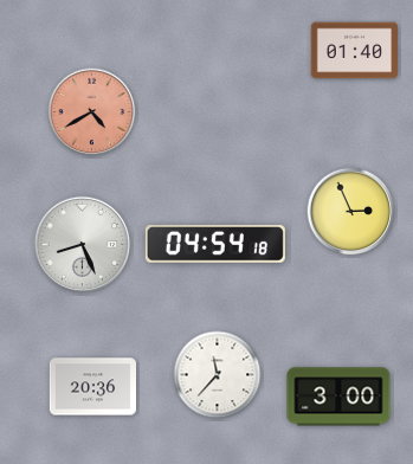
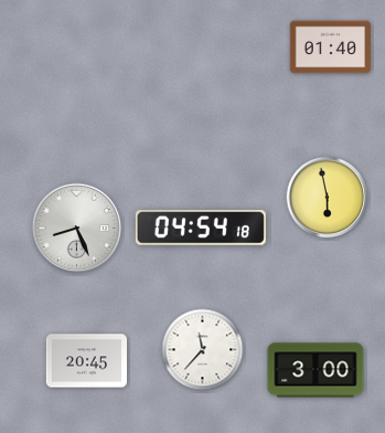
clock at (92, 112): 4:40 -> none
clock at (351, 212): 2:56 -> 5:58
clock at (92, 387): 20:36 -> 20:45
